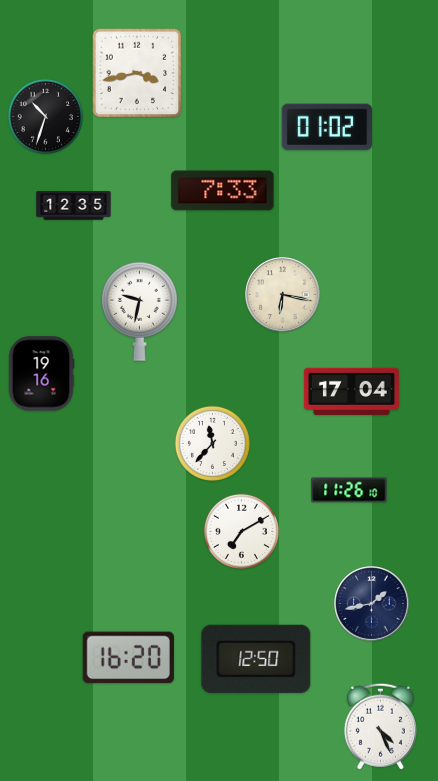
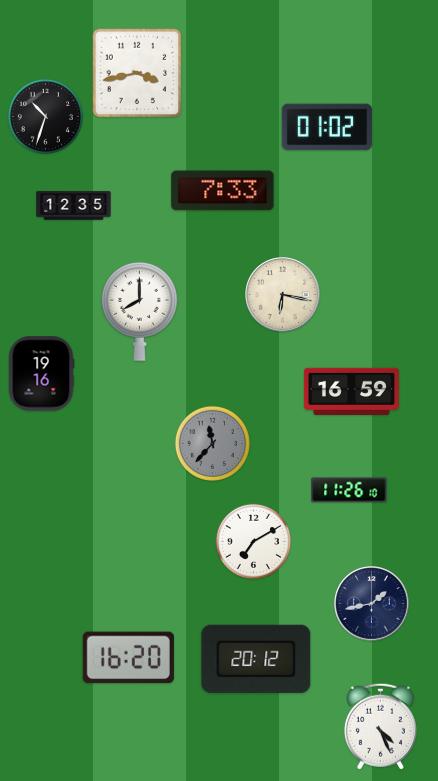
clock at (139, 311): 9:32 -> 8:00
clock at (351, 391): 17:04 -> 16:59
clock at (212, 443) dial: white -> grey
clock at (241, 531) position: (241, 531) -> (253, 541)
clock at (256, 659): 12:50 -> 20:12
